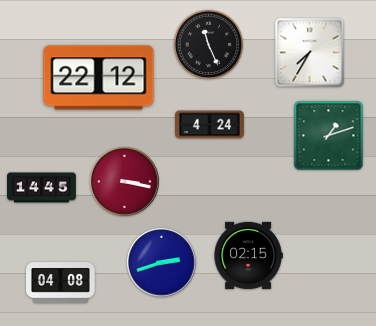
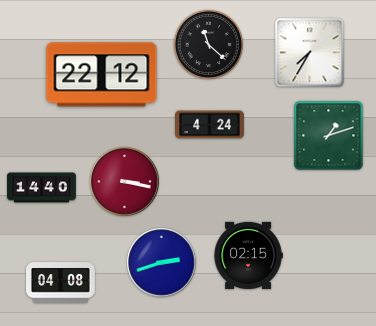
clock at (208, 44): 11:26 -> 11:22
clock at (99, 78) position: (99, 78) -> (102, 75)
clock at (42, 188): 14:45 -> 14:40
